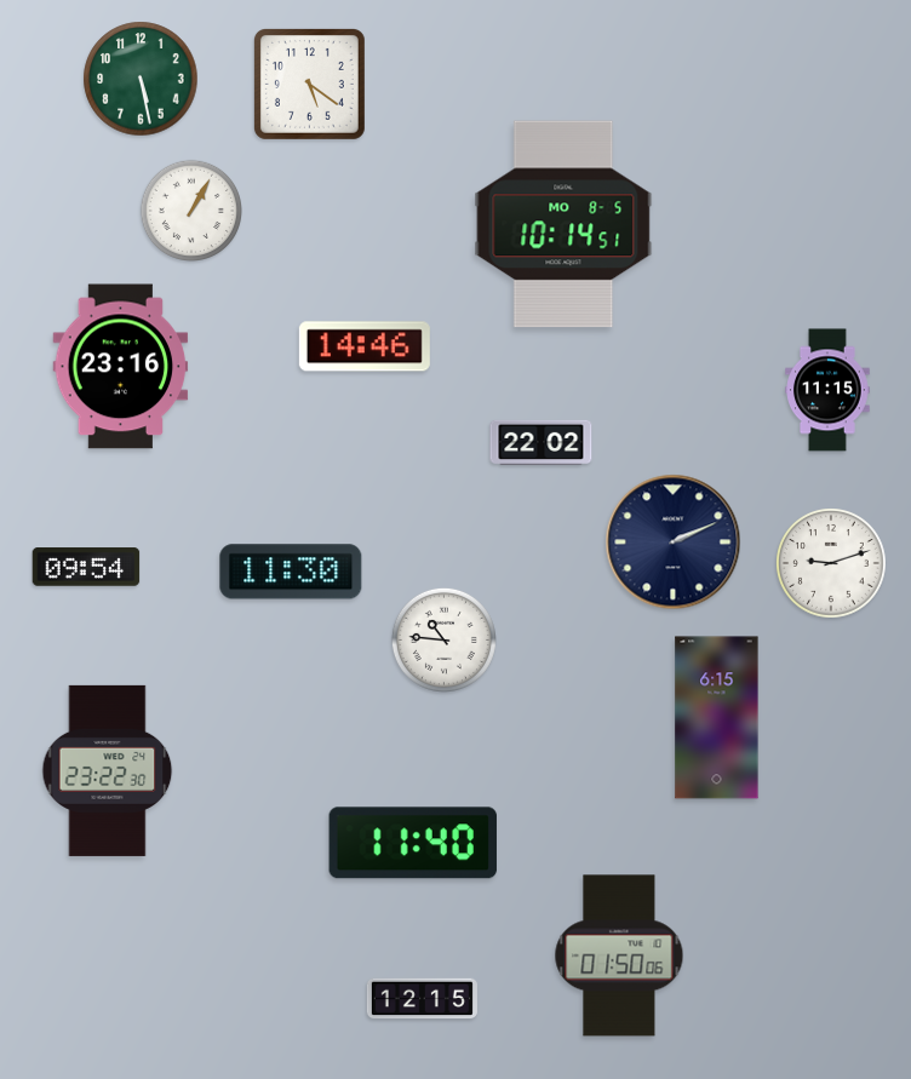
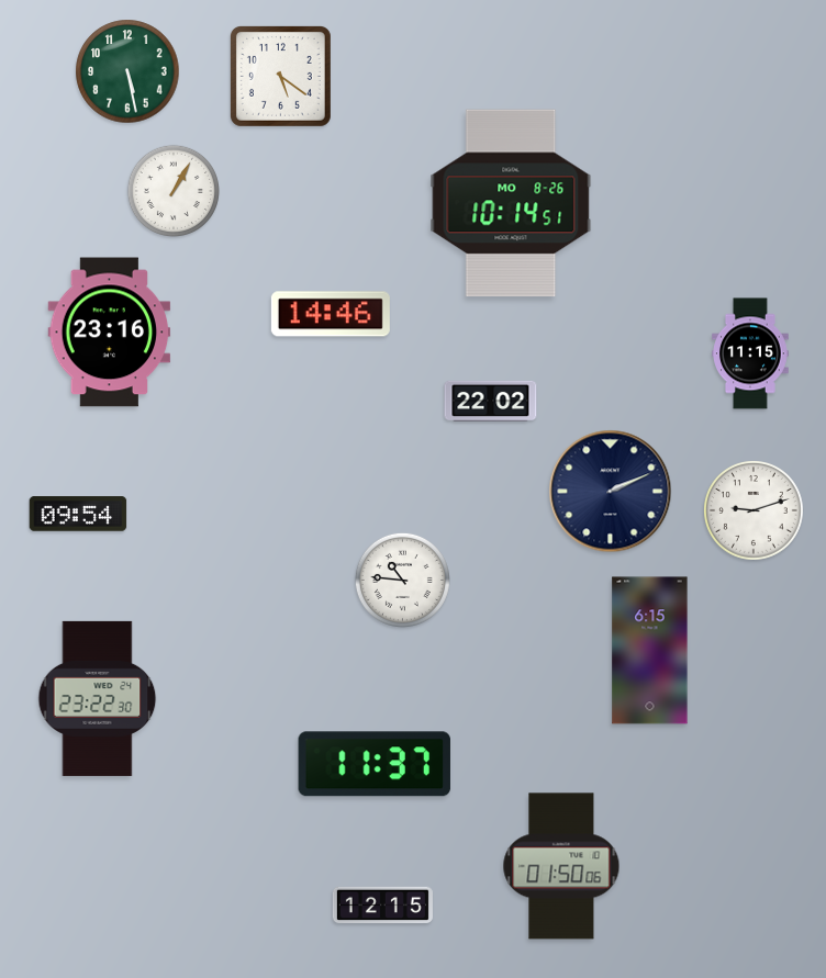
clock at (563, 224) date: MO 8-5 -> MO 8-26
clock at (291, 572): 11:30 -> none
clock at (413, 843): 11:40 -> 11:37
